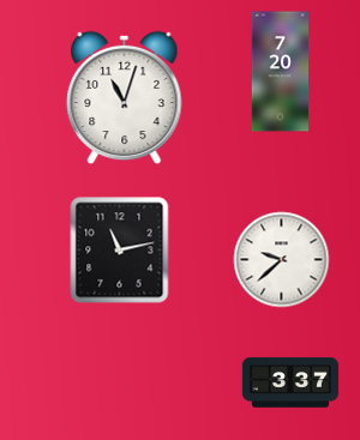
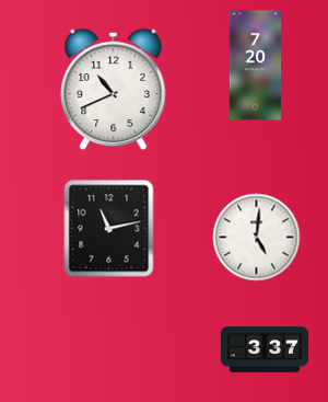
clock at (125, 98): 11:03 -> 10:41
clock at (282, 260): 9:38 -> 5:01
